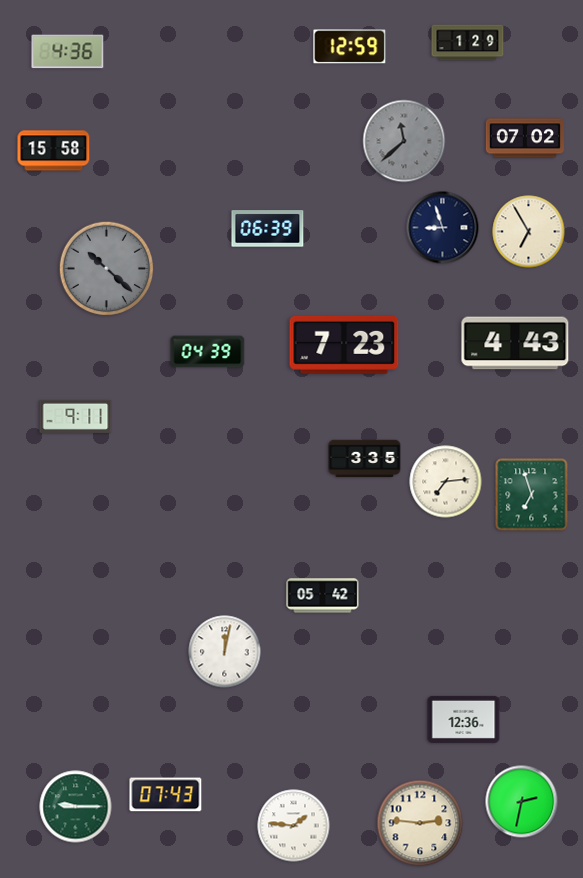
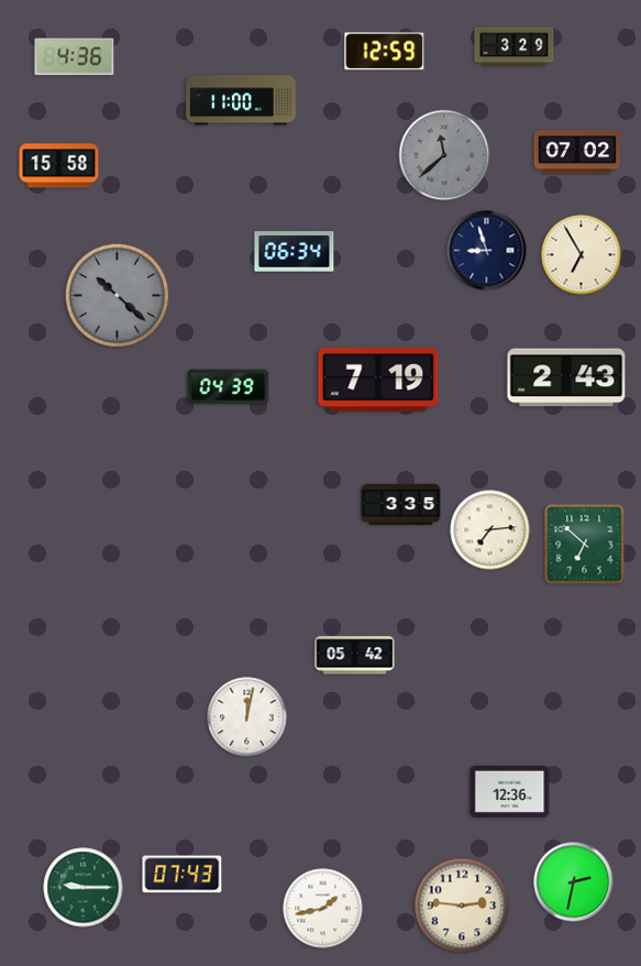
clock at (468, 43): 1:29 -> 3:29
clock at (241, 100): none -> 11:00
clock at (268, 229): 06:39 -> 06:34
clock at (515, 343): 4:43 -> 2:43
clock at (344, 345): 7:23 -> 7:19
clock at (76, 416): 9:11 -> none
clock at (532, 495): 6:57 -> 6:52
clock at (294, 826): 1:46 -> 1:43
